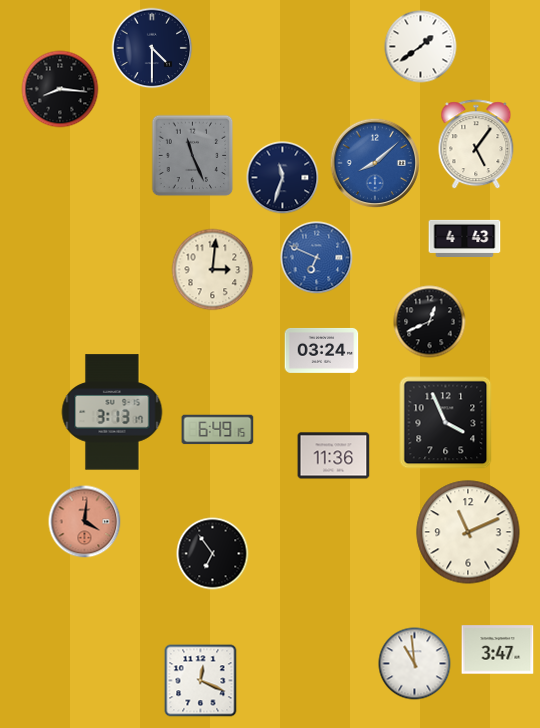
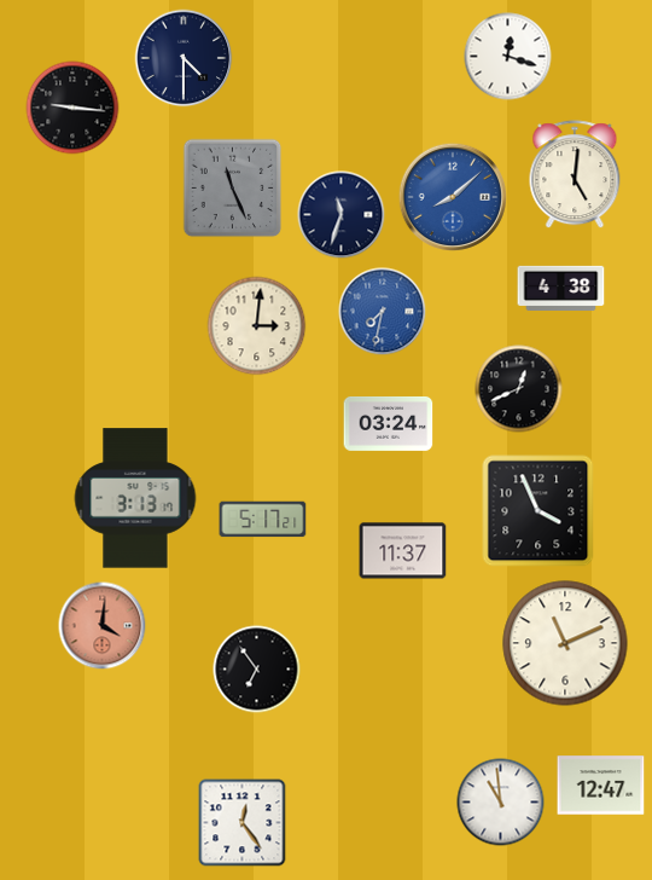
clock at (421, 47): 1:39 -> 12:18
clock at (60, 89): 8:16 -> 9:16
clock at (476, 145): 5:06 -> 5:01
clock at (465, 238): 4:43 -> 4:38
clock at (317, 258): 6:49 -> 7:32
clock at (218, 430): 6:49 -> 5:17
clock at (334, 456): 11:36 -> 11:37
clock at (85, 522) position: (85, 522) -> (103, 626)
clock at (498, 650): 3:47 -> 12:47
clock at (201, 681): 12:19 -> 12:24
